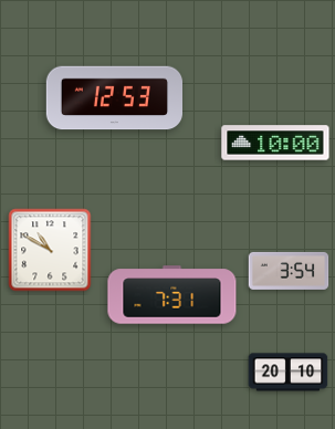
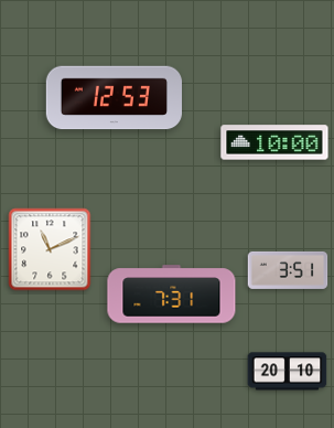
clock at (50, 250): 10:50 -> 11:11
clock at (289, 271): 3:54 -> 3:51
